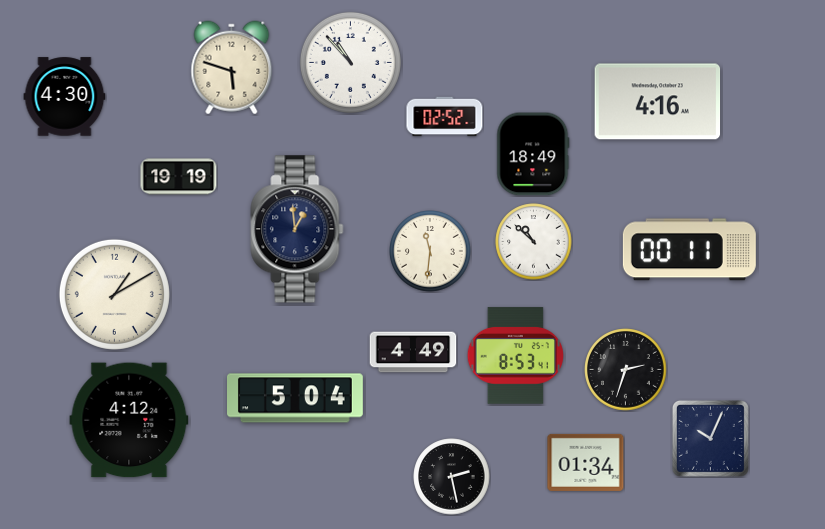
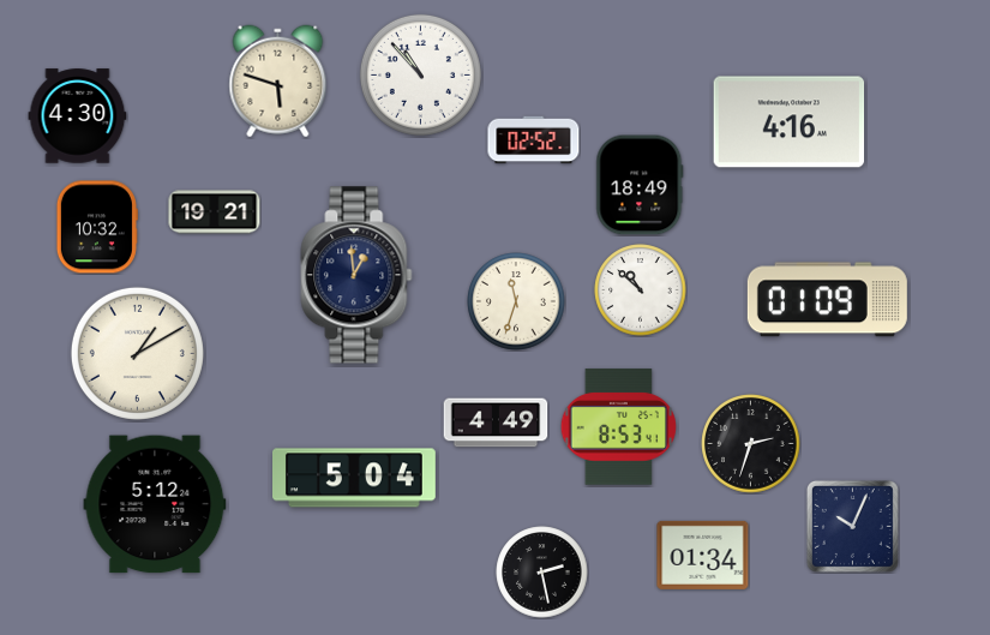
clock at (179, 177): 19:19 -> 19:21
clock at (97, 227): none -> 10:32
clock at (689, 250): 00:11 -> 01:09
clock at (430, 251): 11:31 -> 11:33
clock at (129, 420): 4:12 -> 5:12
